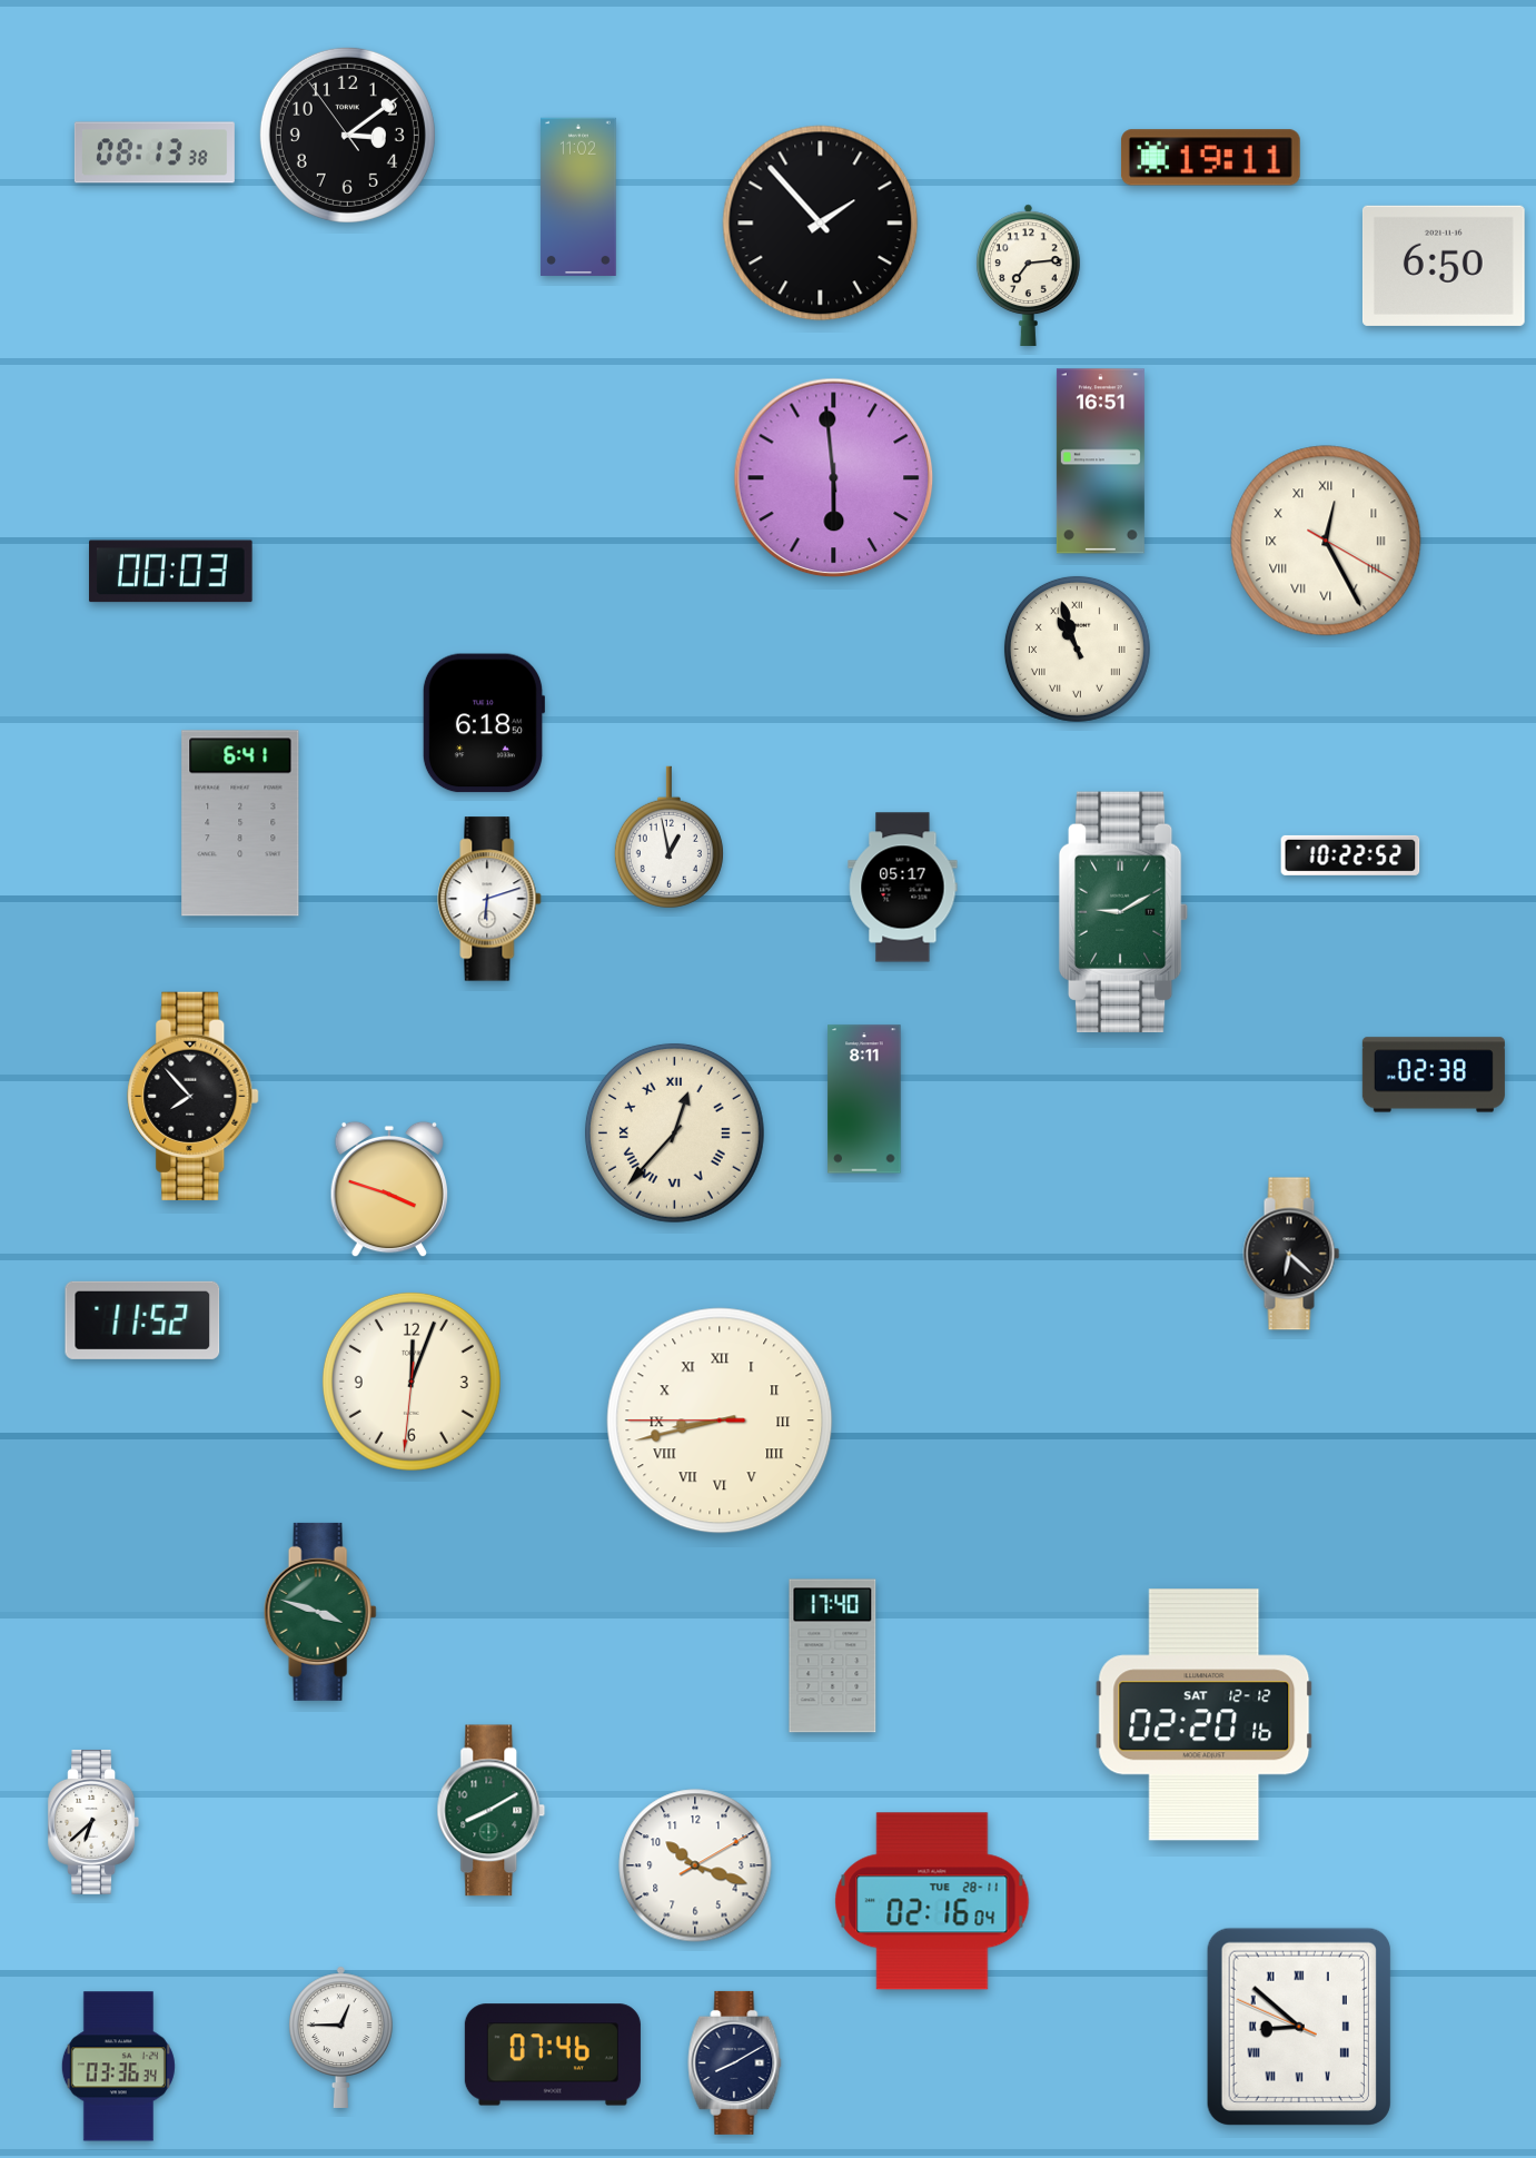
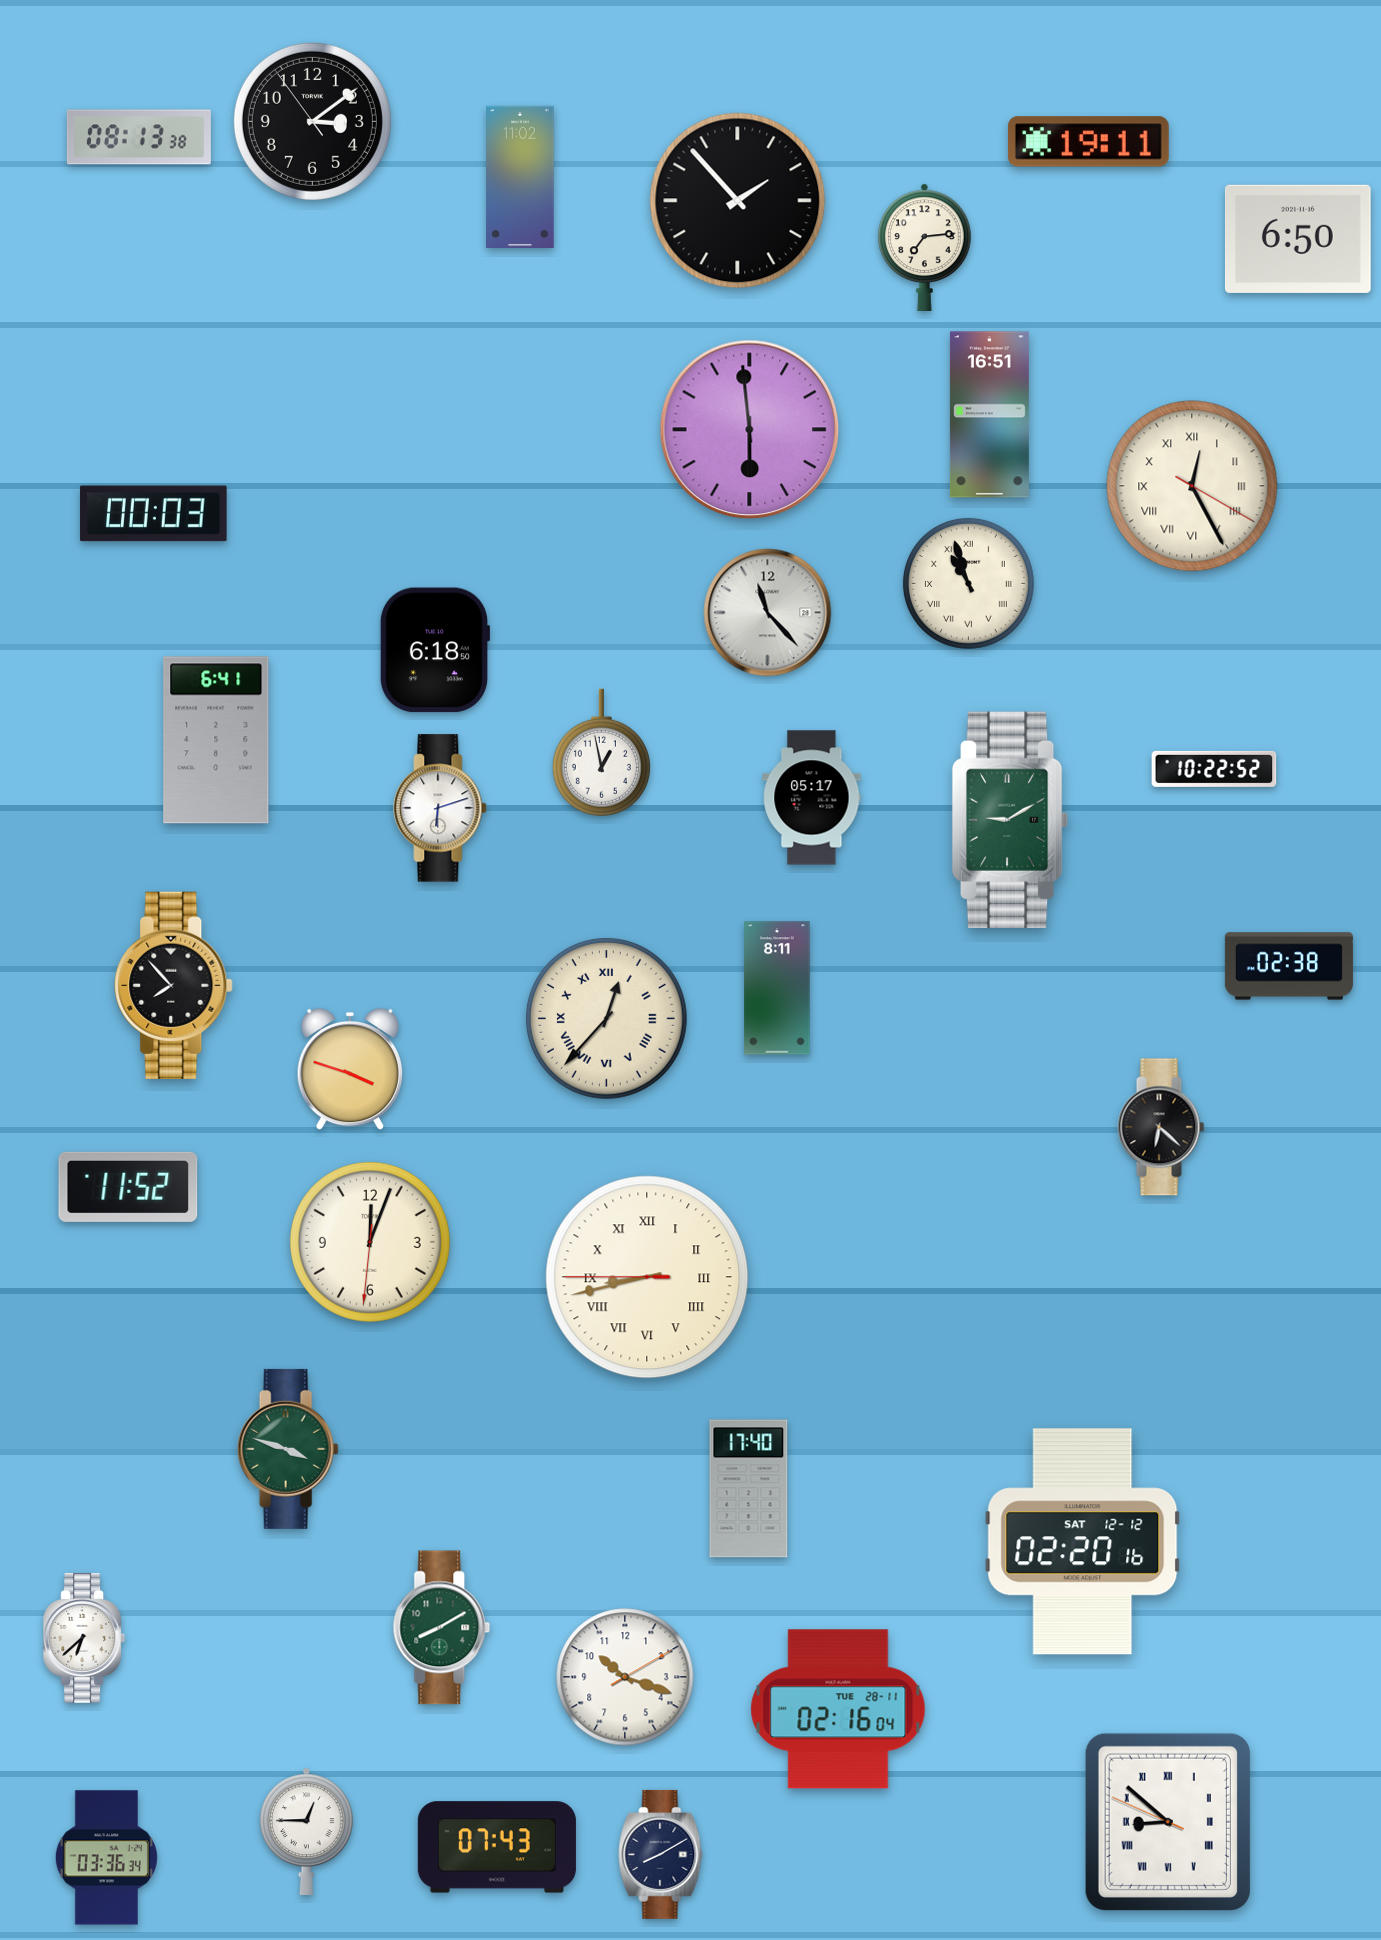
clock at (768, 613): none -> 11:23
clock at (553, 2055): 07:46 -> 07:43
